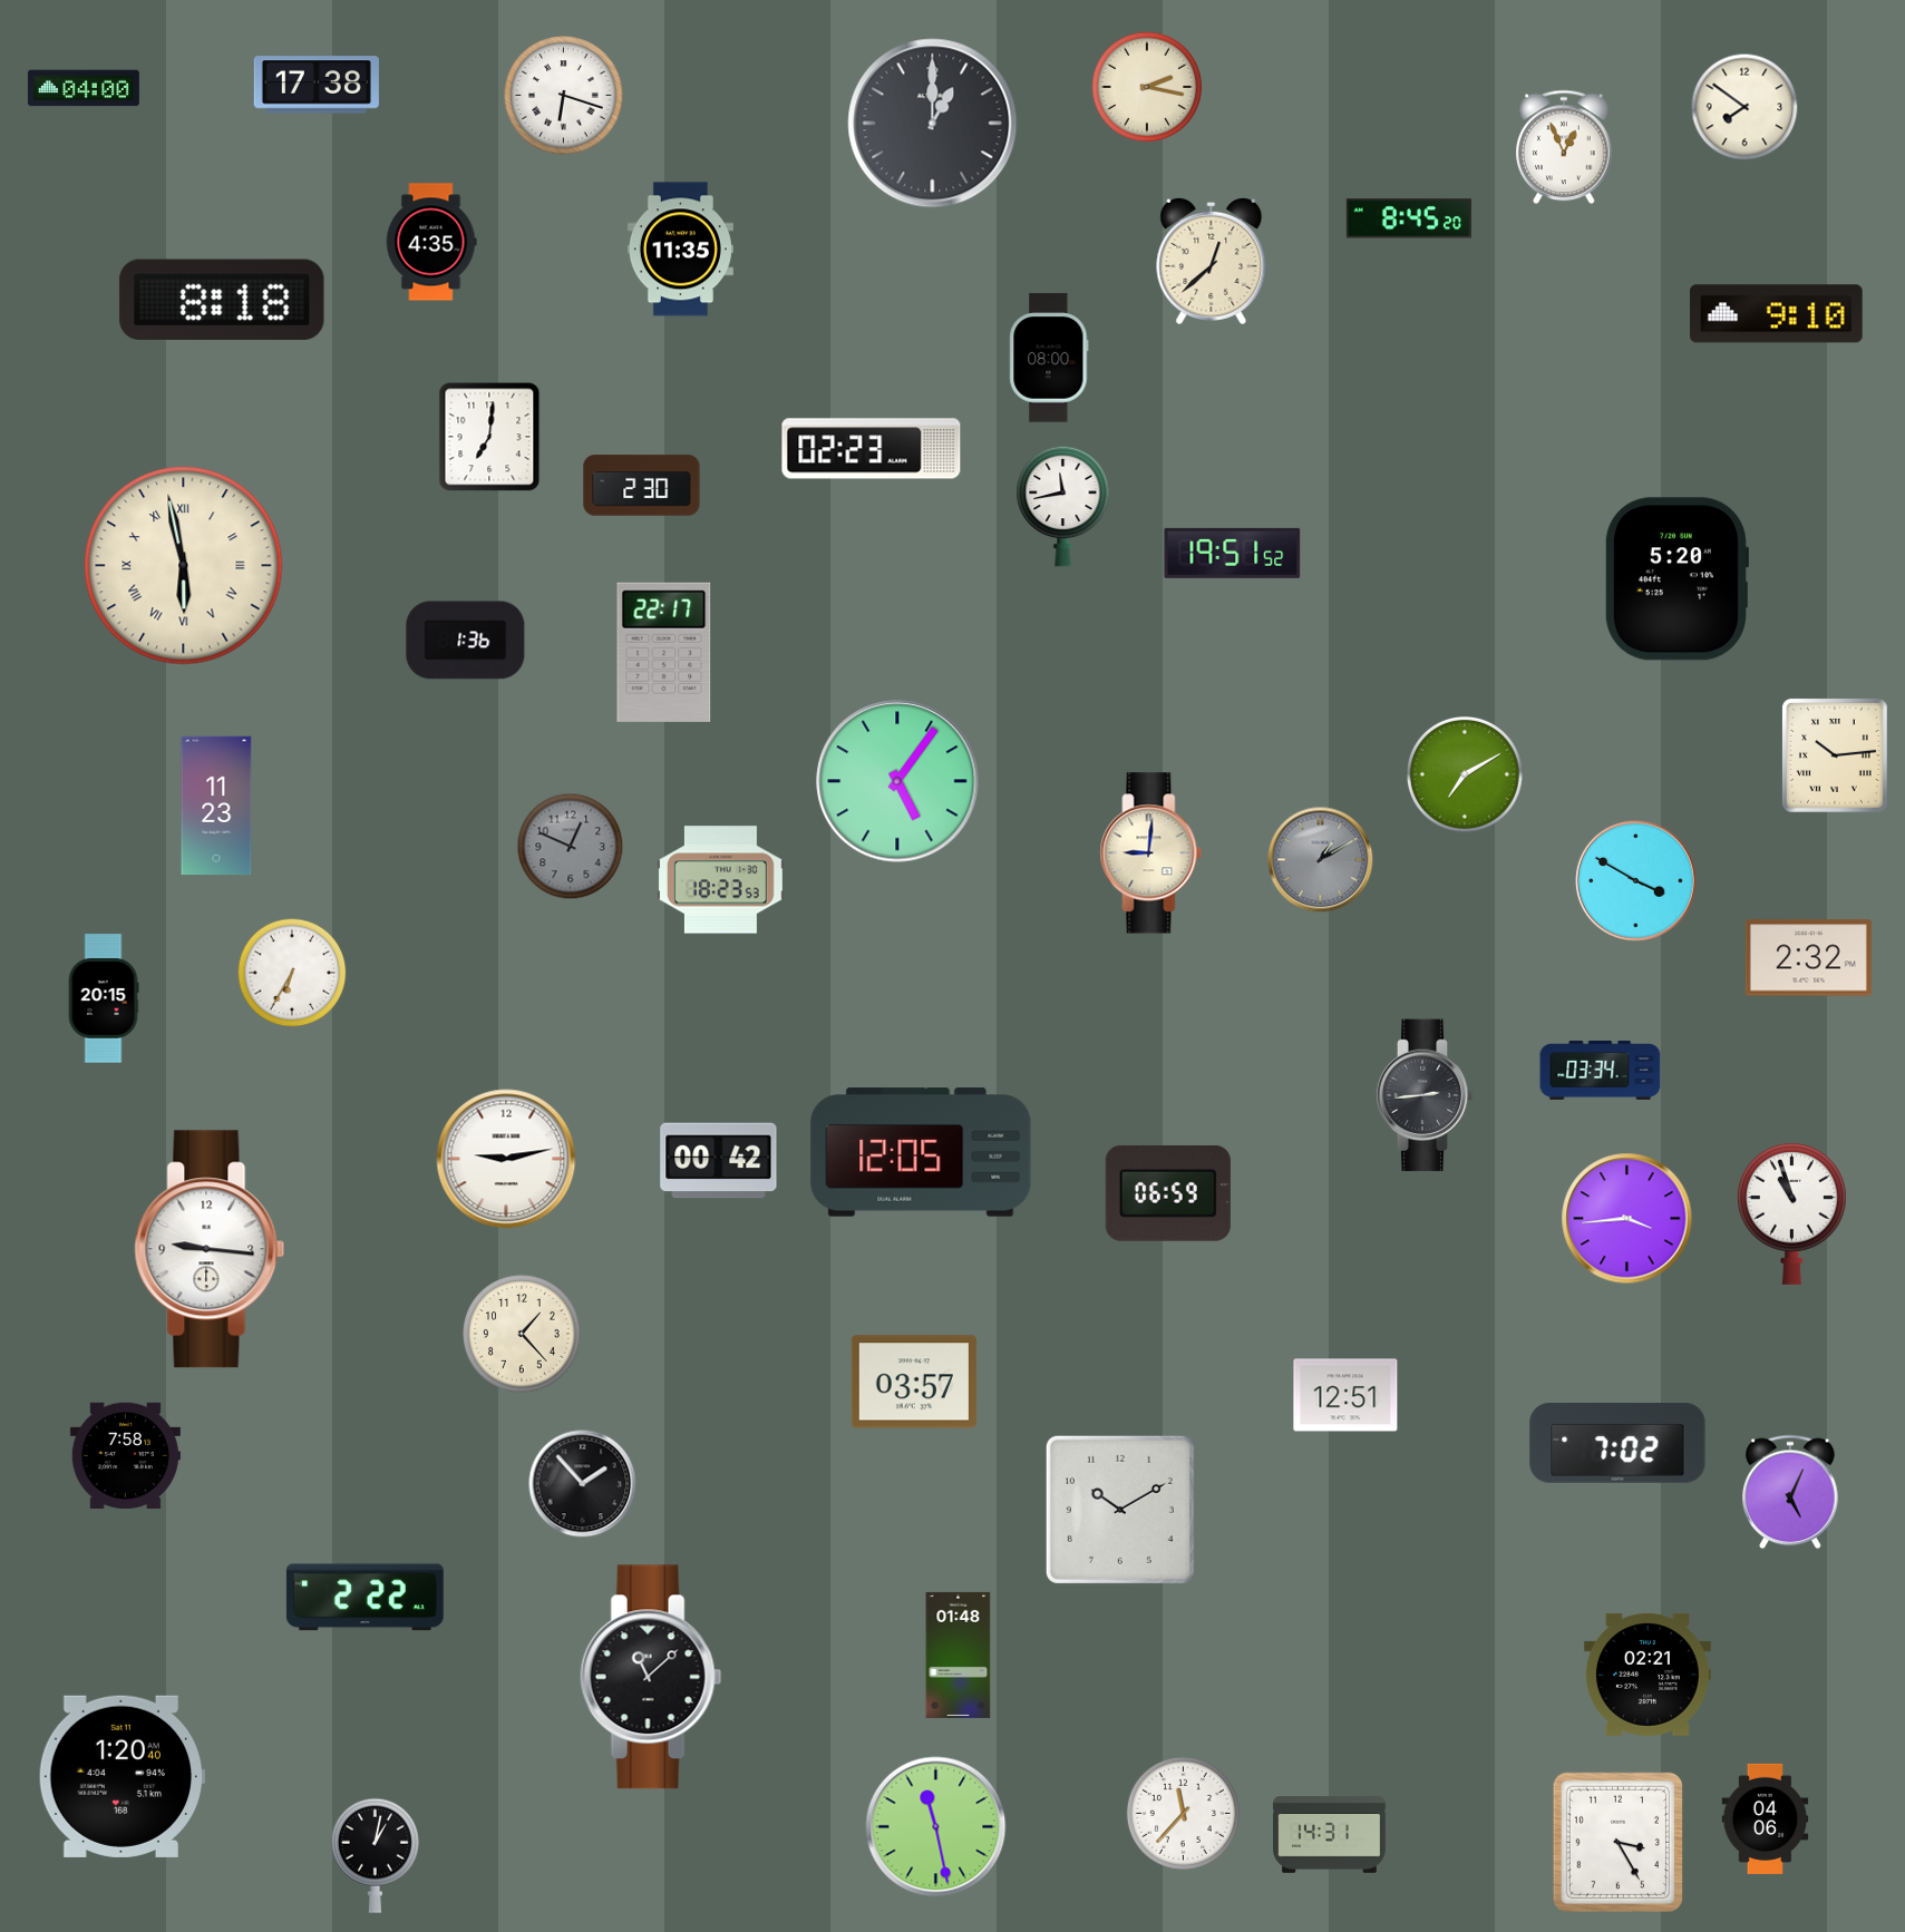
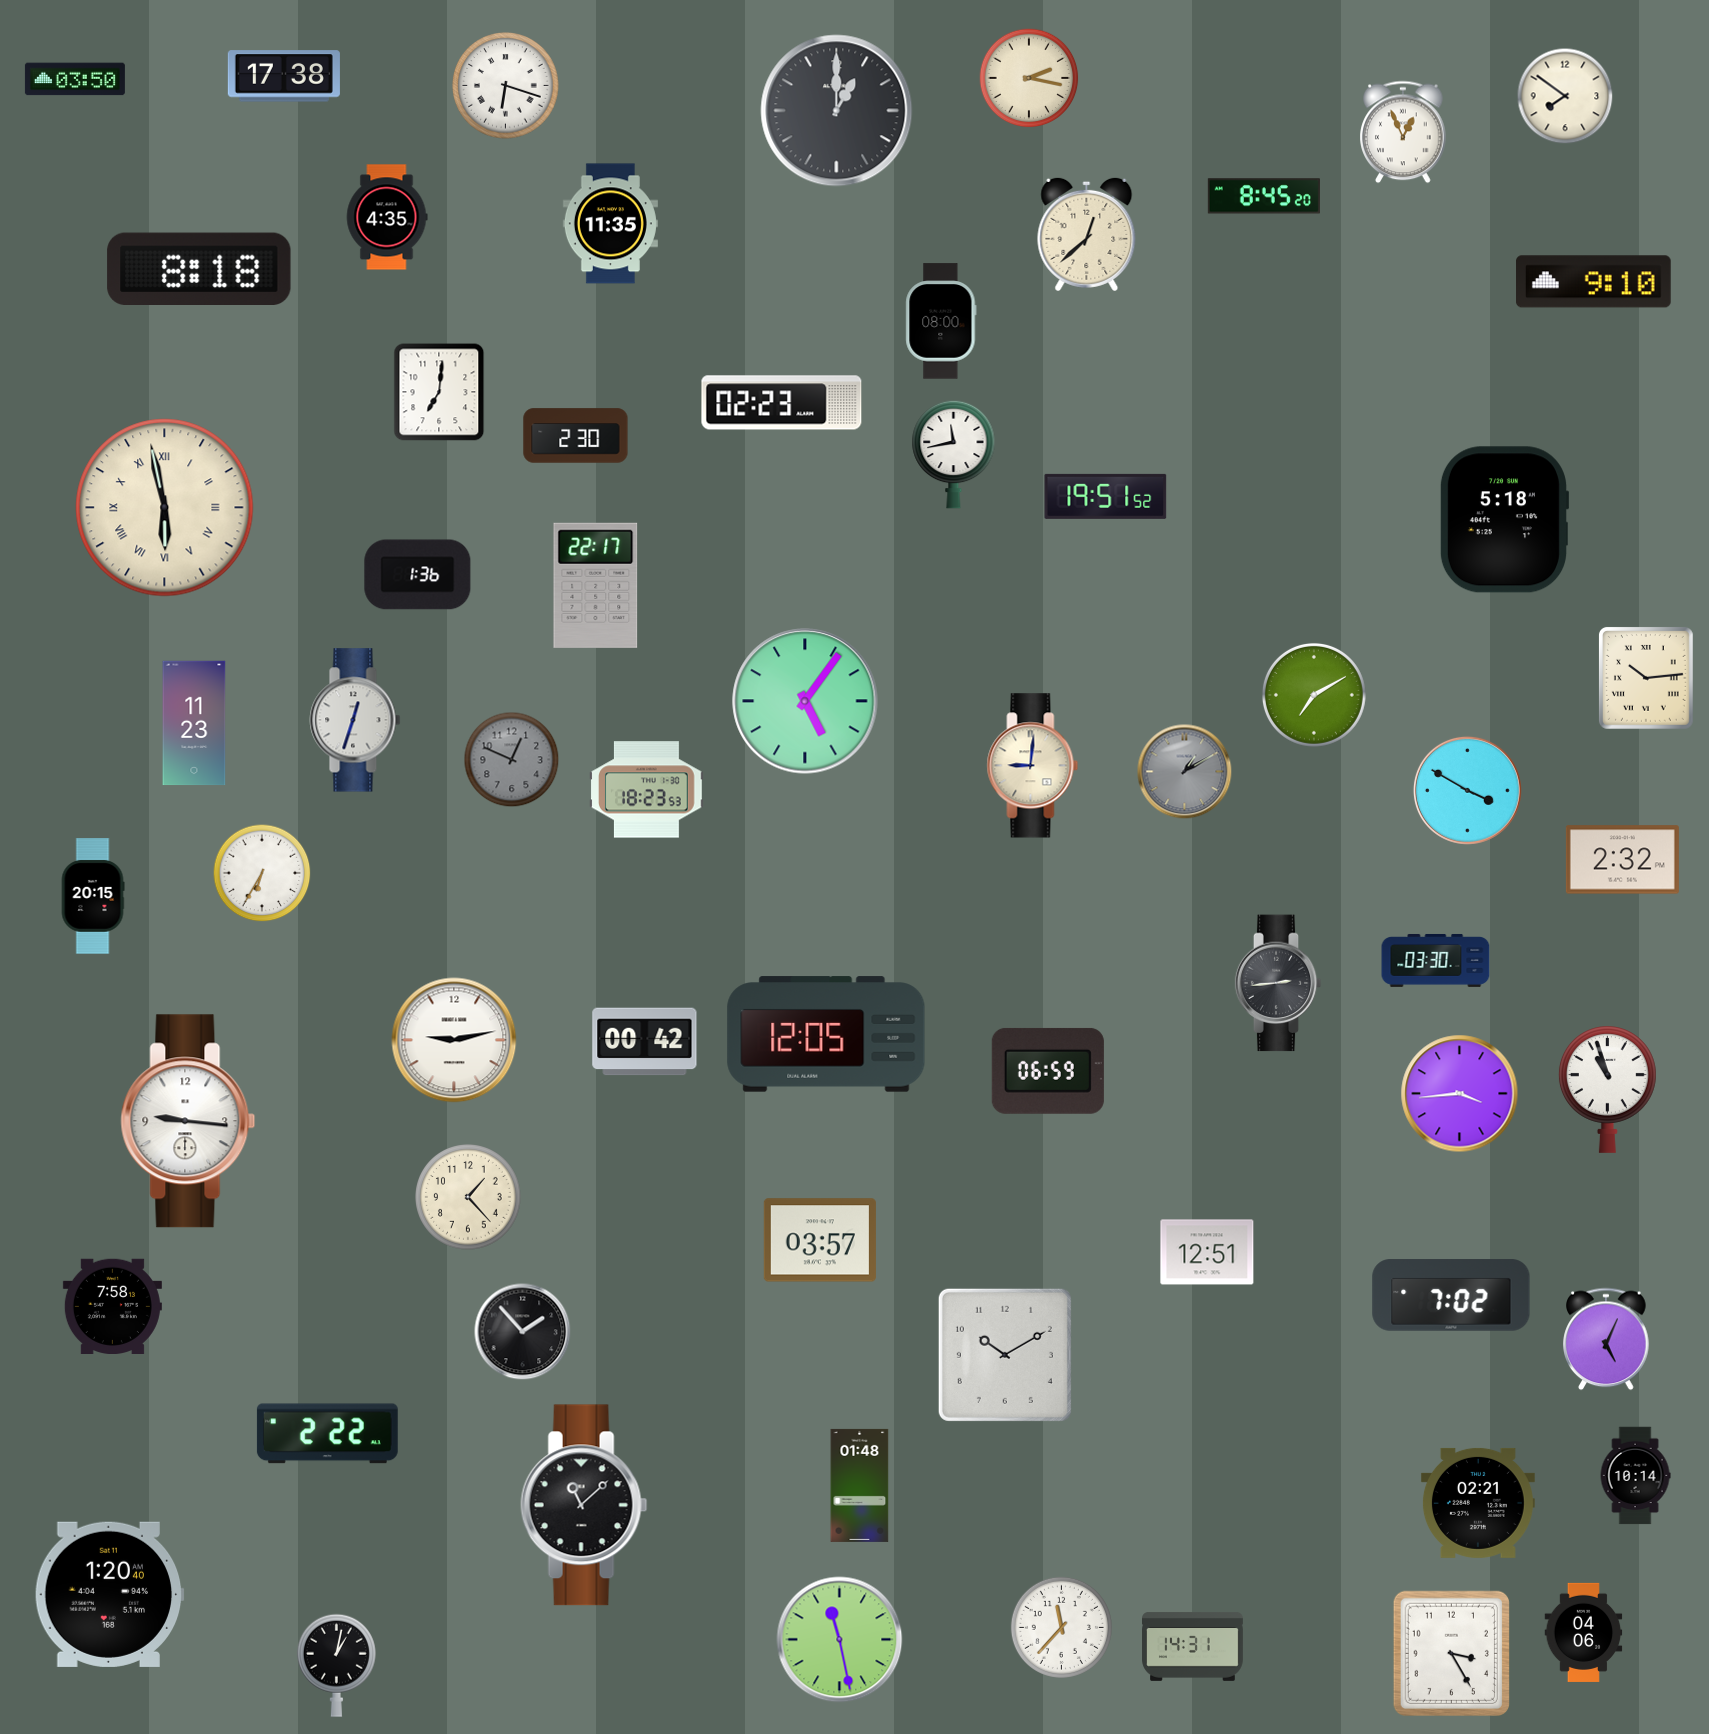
clock at (84, 88): 04:00 -> 03:50
clock at (1675, 579): 5:20 -> 5:18
clock at (355, 720): none -> 12:33
clock at (1601, 1070): 03:34 -> 03:30
clock at (1635, 1476): none -> 10:14
